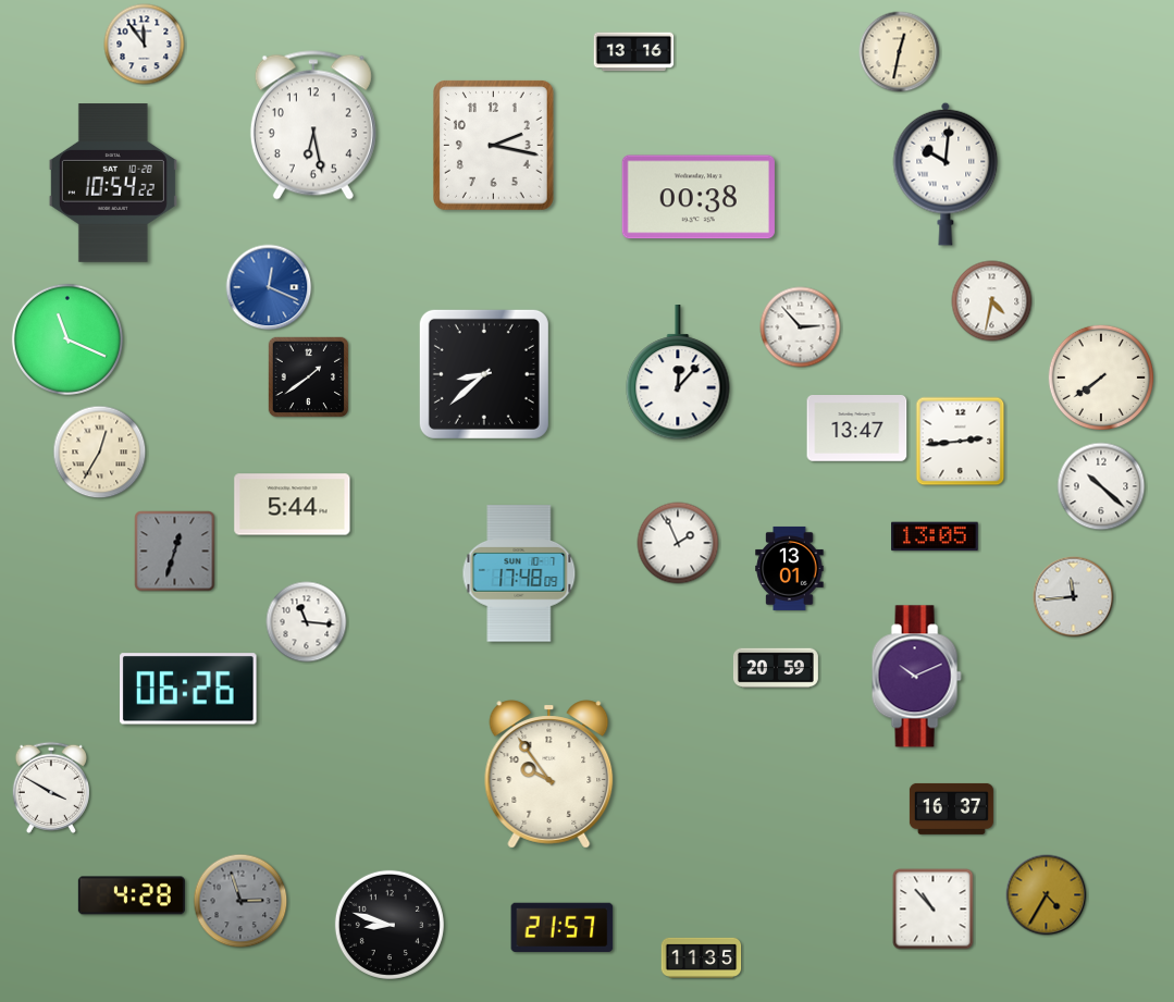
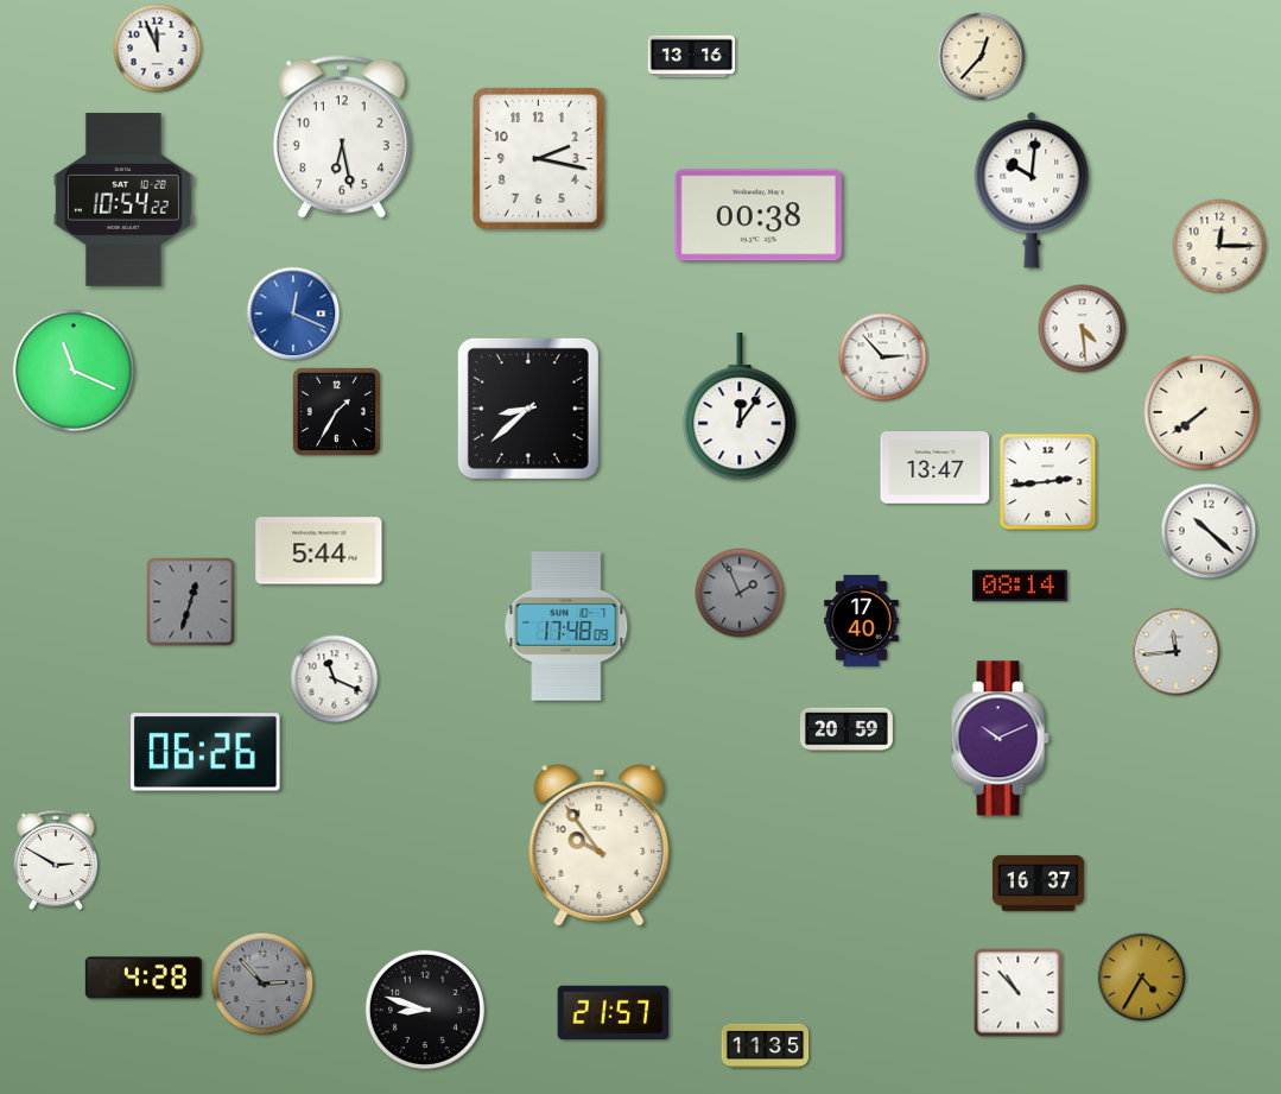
clock at (145, 45): 11:54 -> 11:56
clock at (900, 52): 12:32 -> 12:37
clock at (699, 197) position: (699, 197) -> (759, 215)
clock at (1219, 246): none -> 12:15
clock at (992, 301): 4:32 -> 4:29
clock at (801, 327) position: (801, 327) -> (883, 358)
clock at (678, 373): 12:07 -> 12:06
clock at (308, 376): 1:39 -> 1:35
clock at (100, 453): 12:35 -> none
clock at (1101, 486) position: (1101, 486) -> (1209, 531)
clock at (935, 536): 13:05 -> 08:14
clock at (678, 543) dial: white -> grey
clock at (790, 568): 13:01 -> 17:40
clock at (1074, 597) position: (1074, 597) -> (1177, 652)
clock at (307, 622): 11:16 -> 11:19
clock at (51, 788): 3:50 -> 2:50
clock at (240, 901): 2:57 -> 2:53
